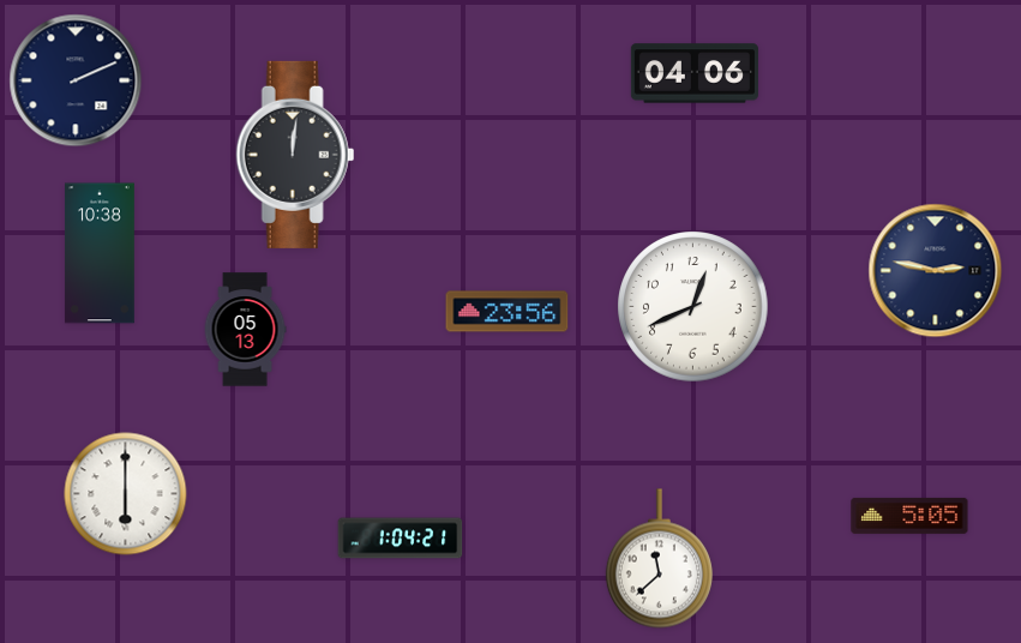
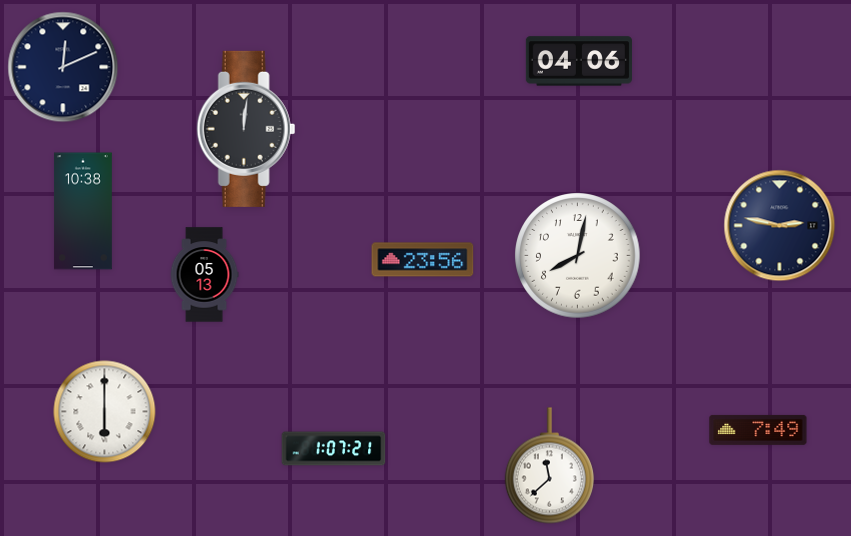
clock at (76, 80): 2:11 -> 12:11
clock at (693, 307): 12:41 -> 8:02
clock at (909, 516): 5:05 -> 7:49
clock at (401, 539): 1:04 -> 1:07
